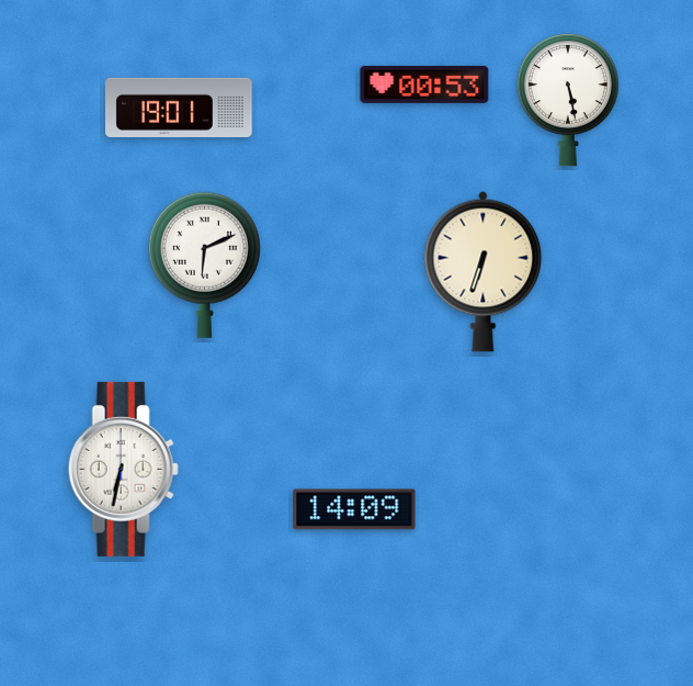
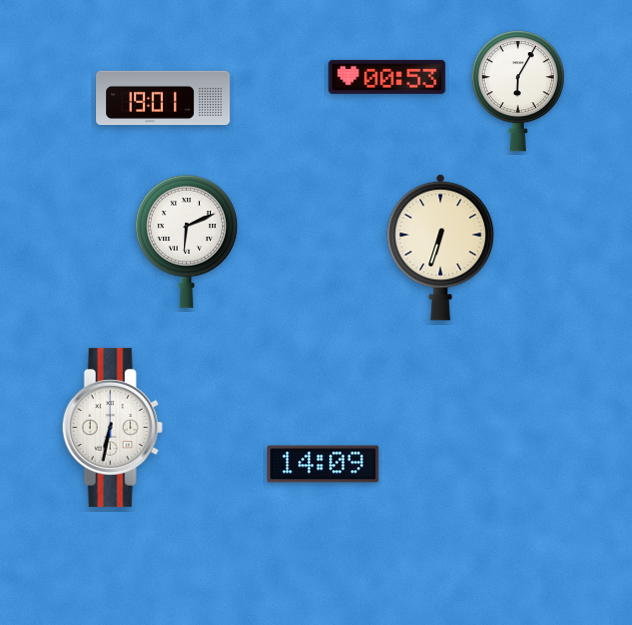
clock at (568, 100): 5:28 -> 6:05
